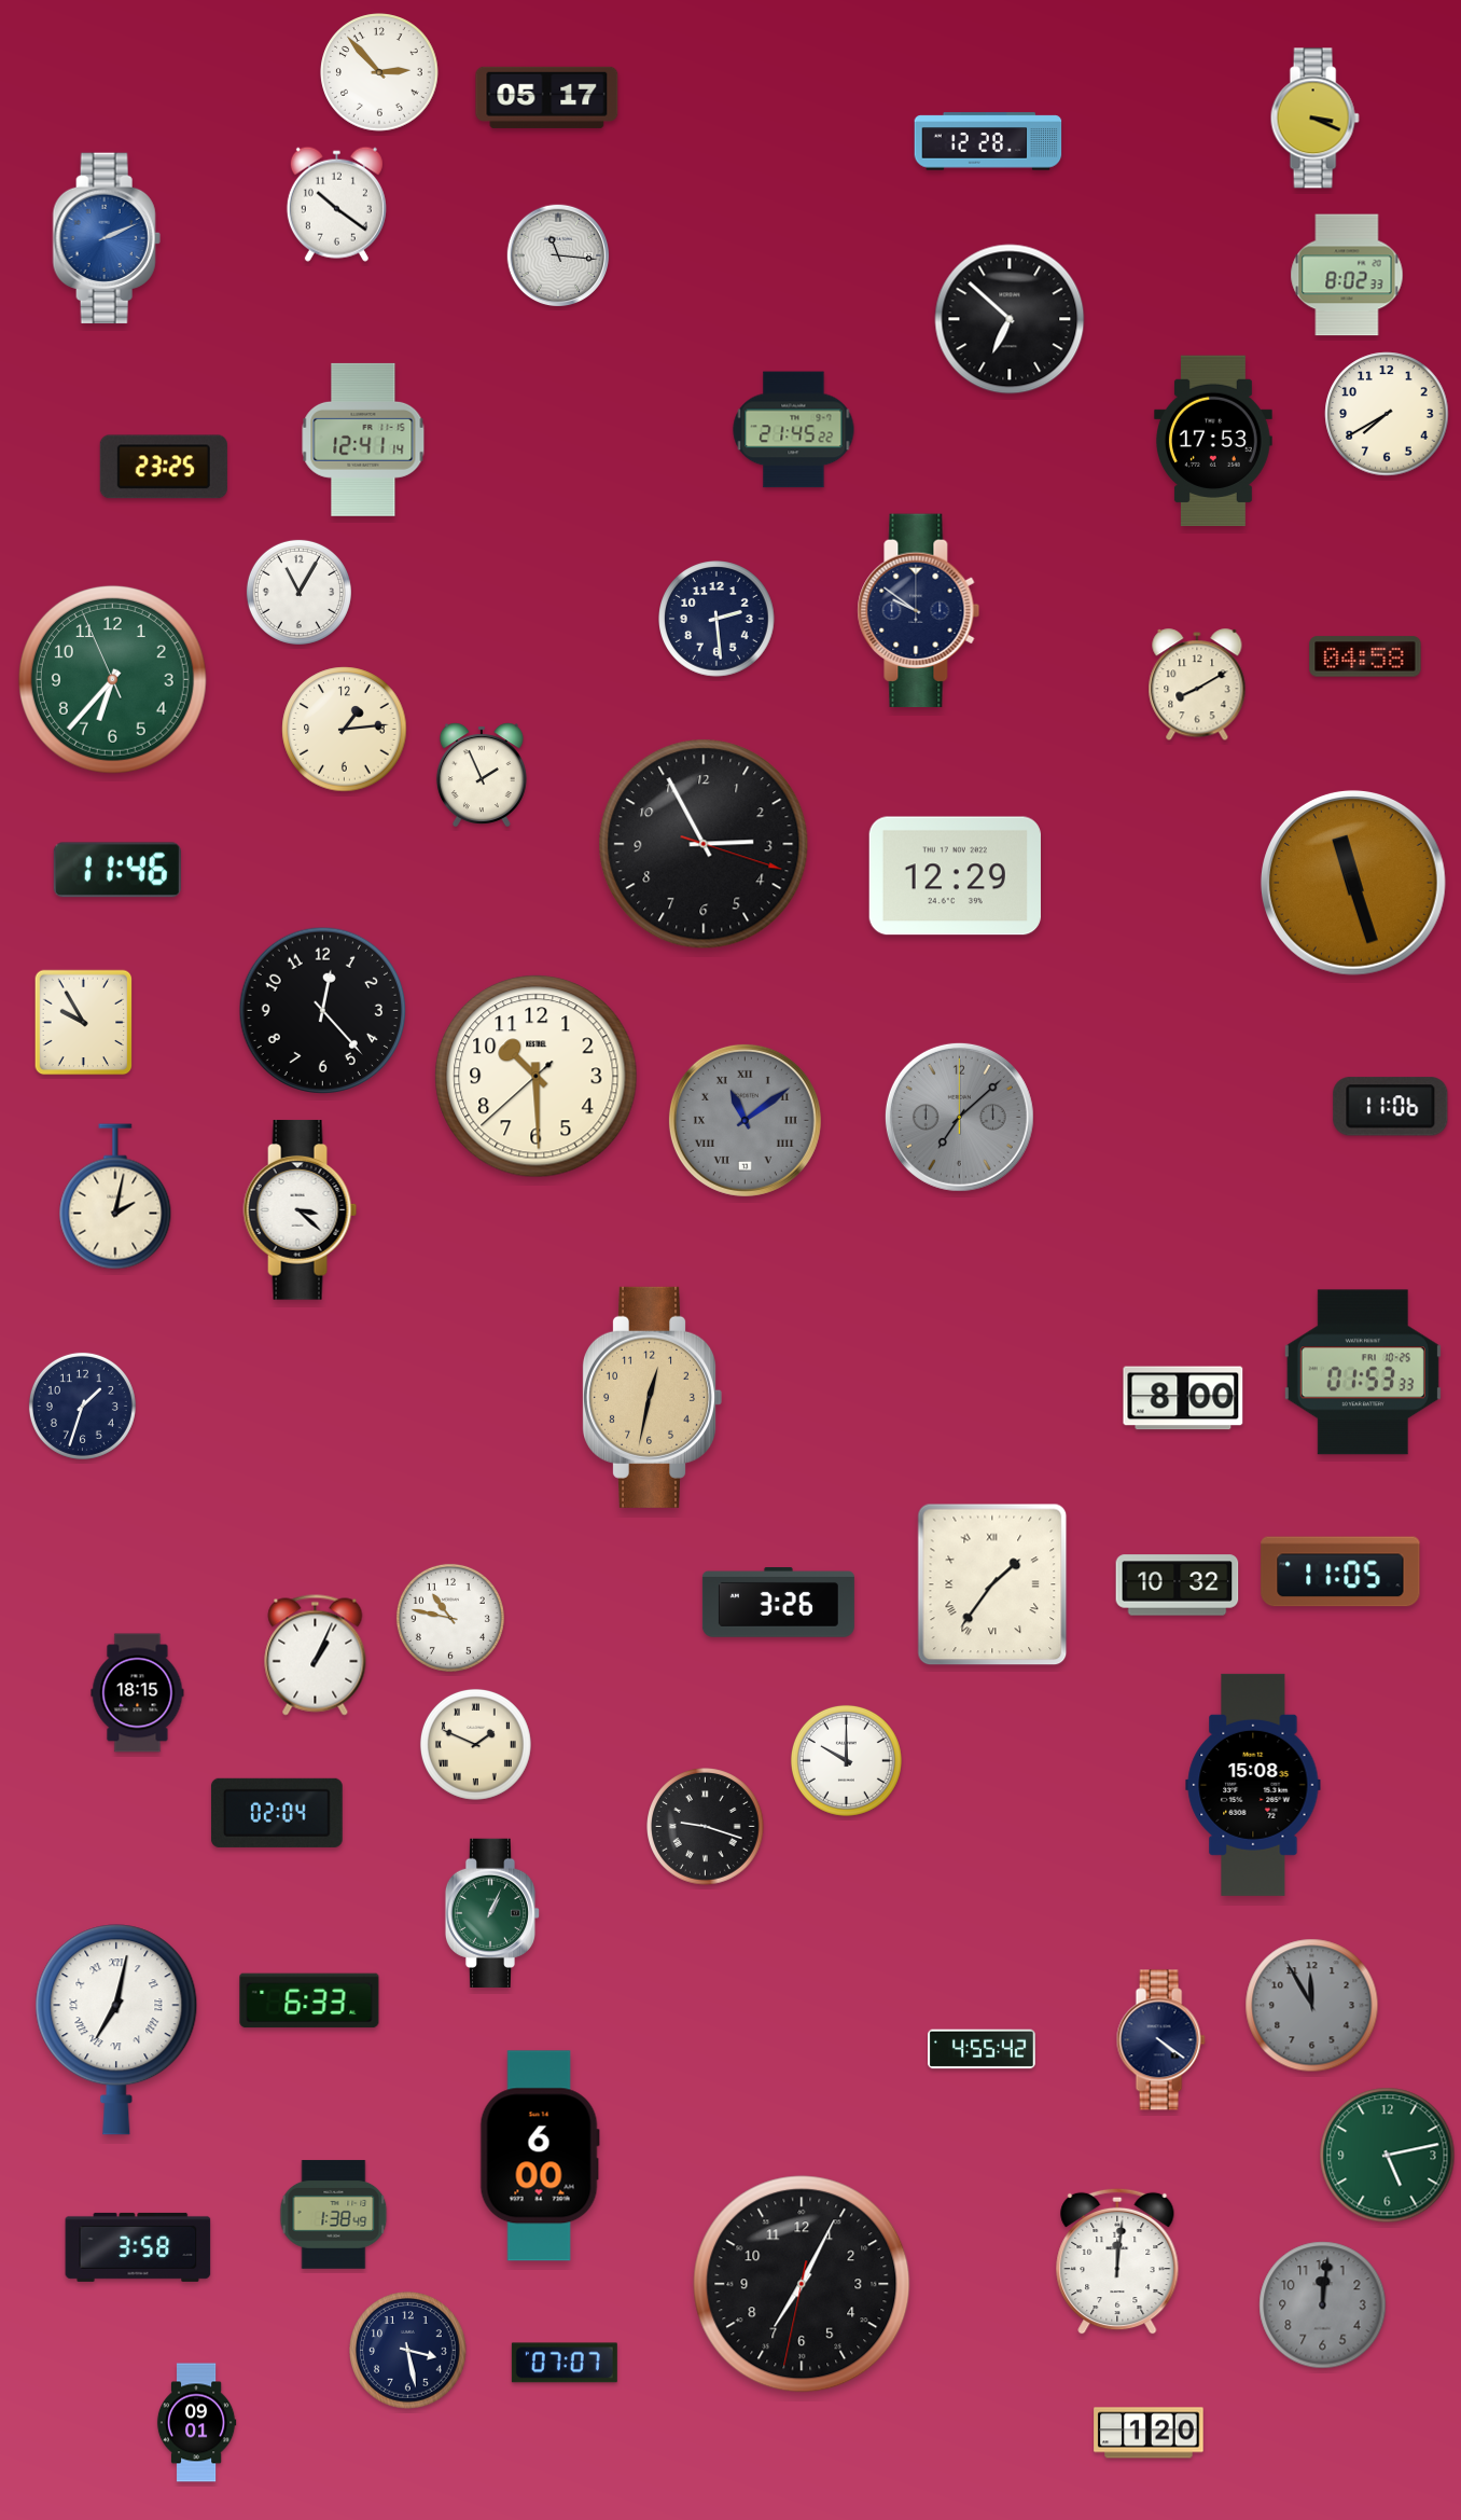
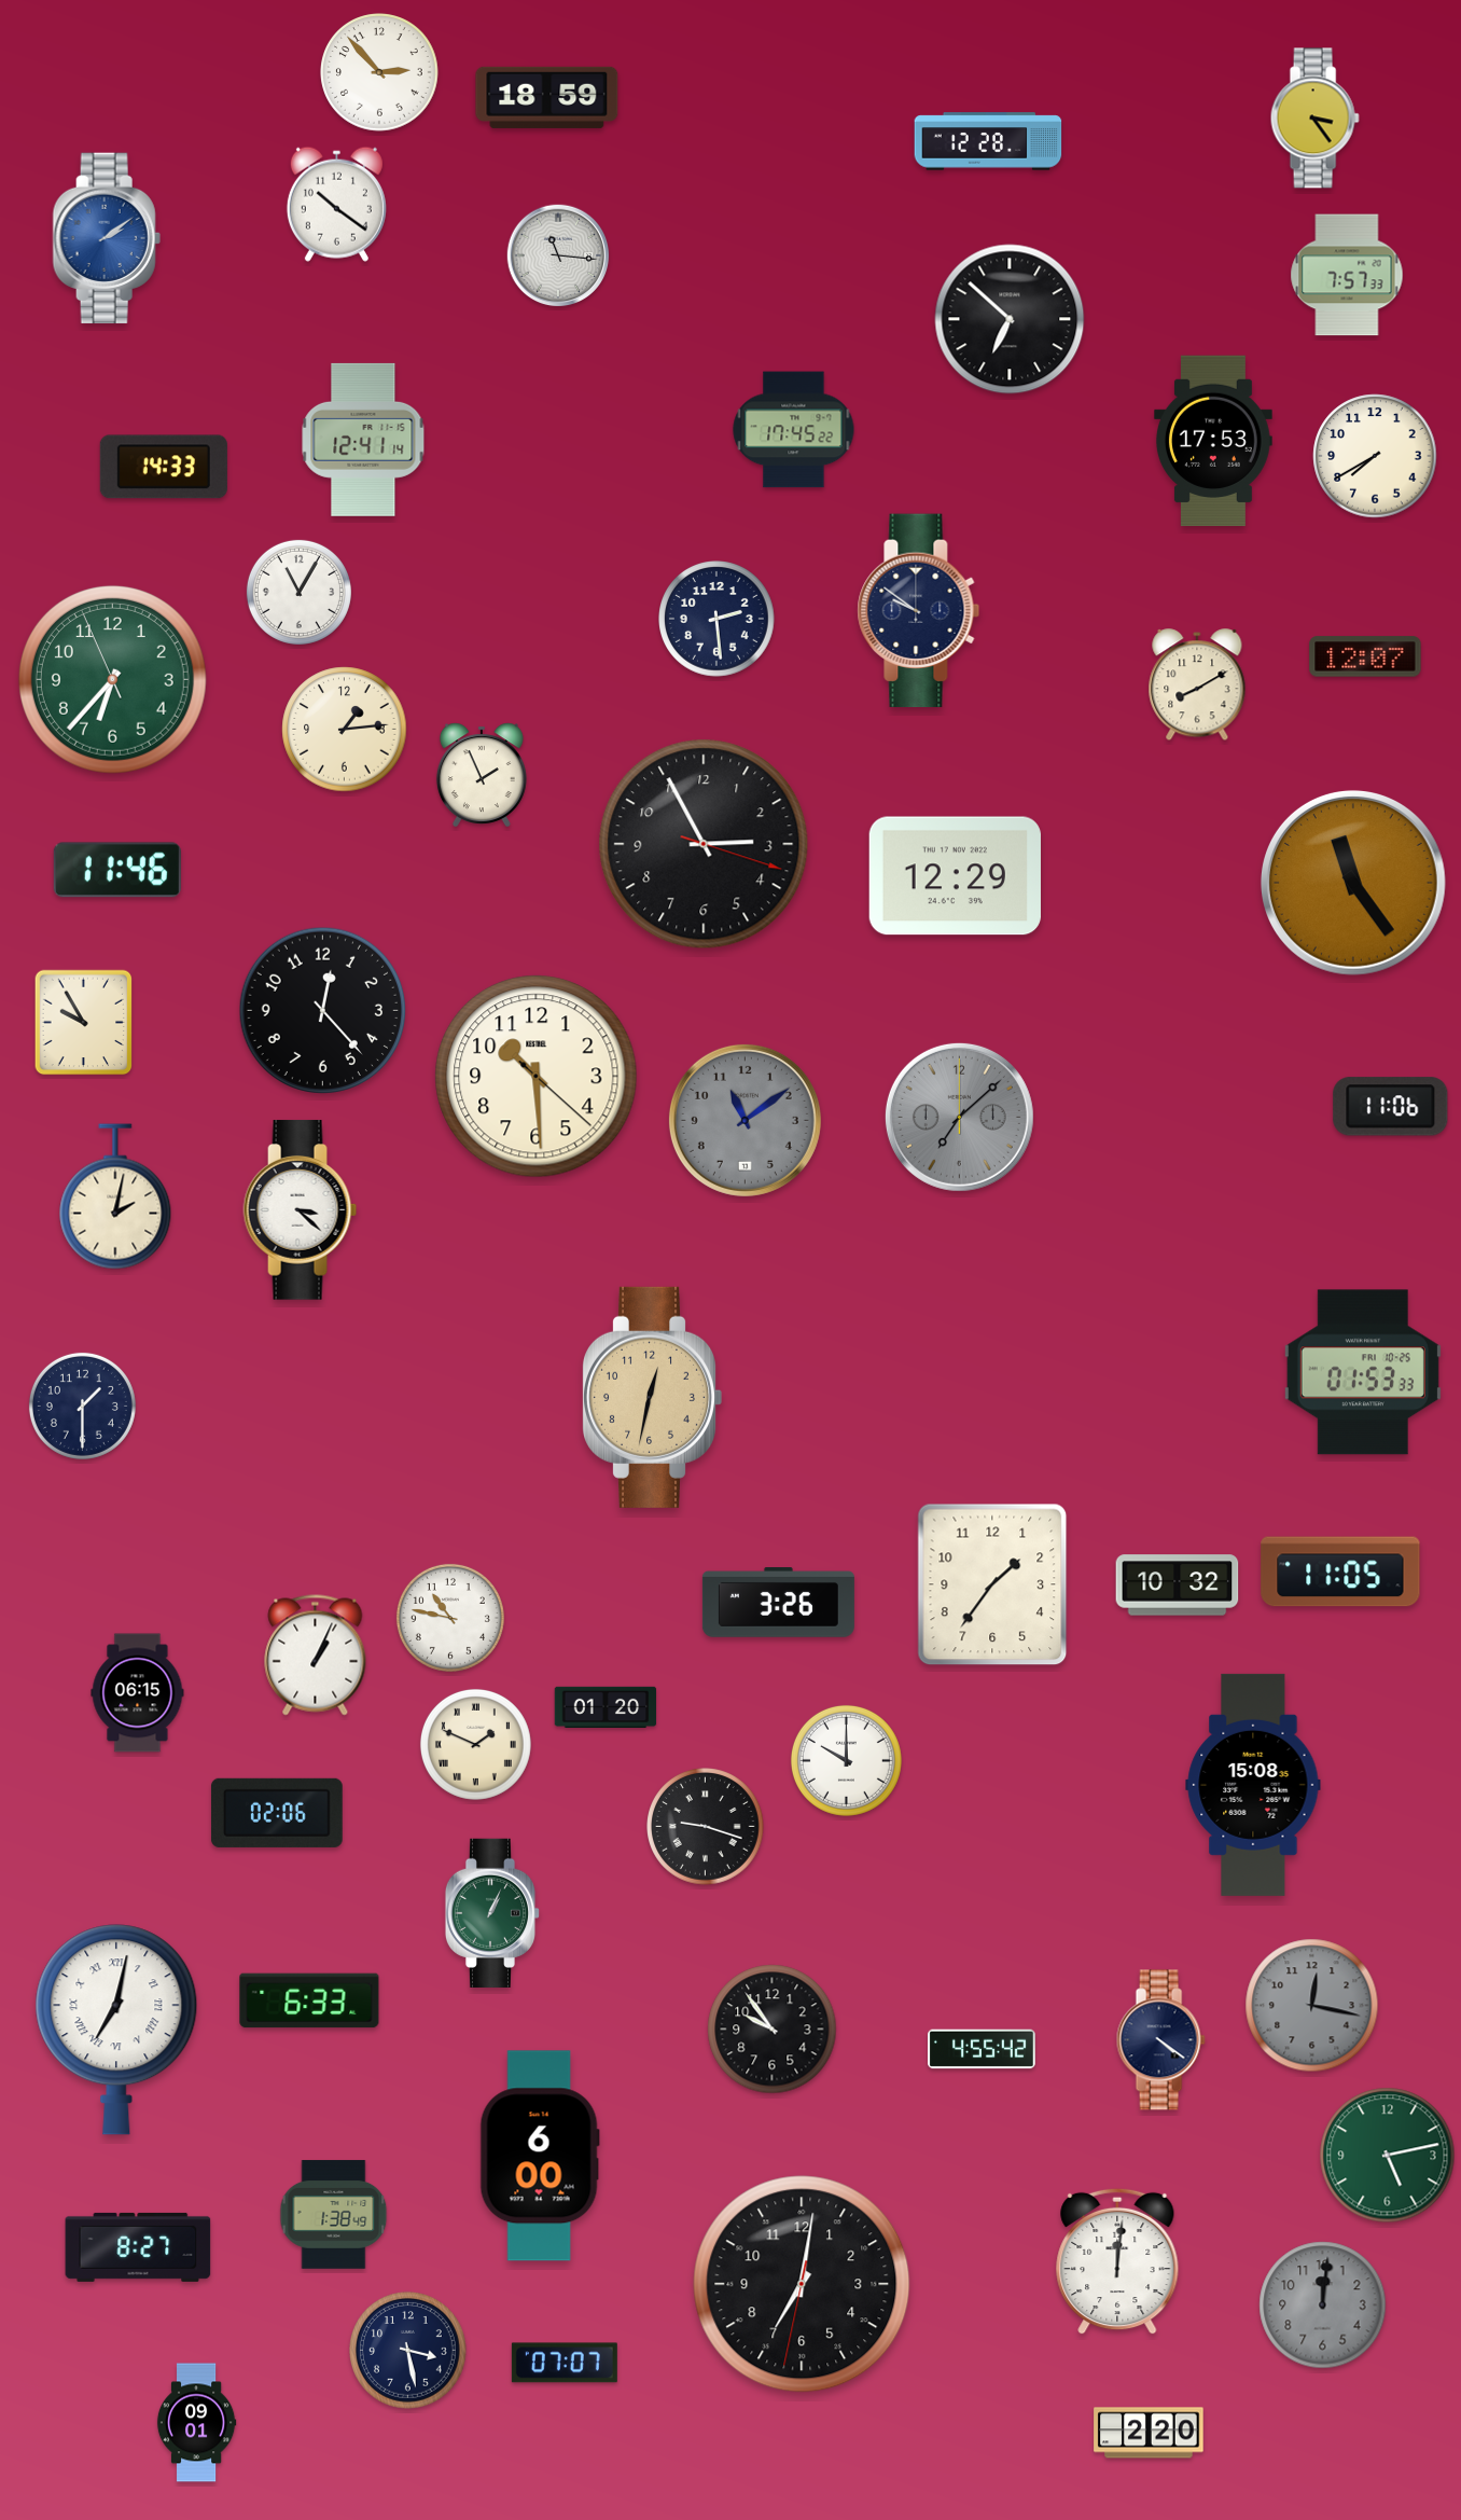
clock at (547, 97): 05:17 -> 18:59
clock at (1314, 119): 3:19 -> 3:24
clock at (107, 238): 2:11 -> 2:09
clock at (1347, 275): 8:02 -> 7:57
clock at (1387, 414) position: (1387, 414) -> (1375, 456)
clock at (794, 430): 21:45 -> 17:45
clock at (164, 467): 23:25 -> 14:33
clock at (1365, 656): 04:58 -> 12:07
clock at (1353, 883): 11:27 -> 11:24
clock at (537, 1077): 10:29:38 -> 10:29:22
clock at (745, 1120) numerals: Roman -> Arabic
clock at (1183, 1398): 8:00 -> none
clock at (82, 1406): 1:33 -> 1:30
clock at (992, 1584) numerals: Roman -> Arabic
clock at (138, 1693): 18:15 -> 06:15
clock at (606, 1706): none -> 01:20
clock at (277, 1813): 02:04 -> 02:06
clock at (1312, 2006): 11:55 -> 12:17
clock at (773, 2030): none -> 9:54
clock at (138, 2247): 3:58 -> 8:27
clock at (802, 2284): 7:04 -> 7:01
clock at (1149, 2433): 1:20 -> 2:20
